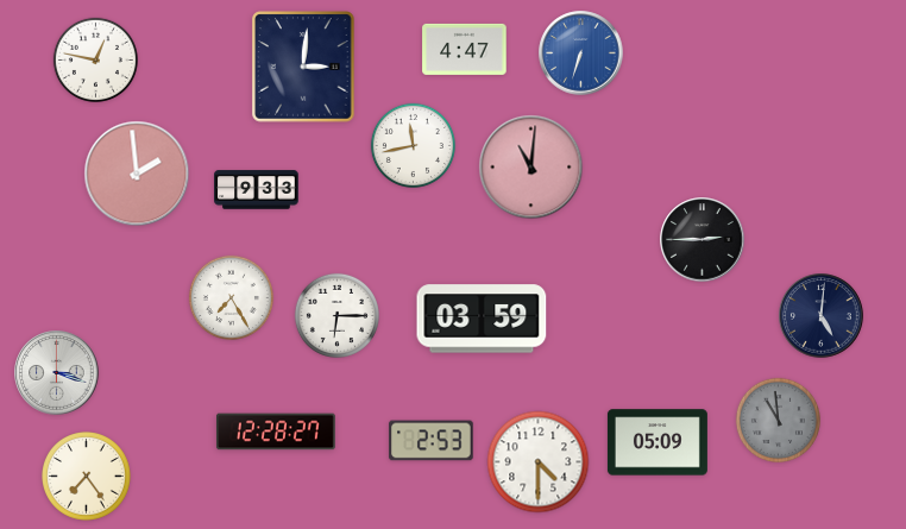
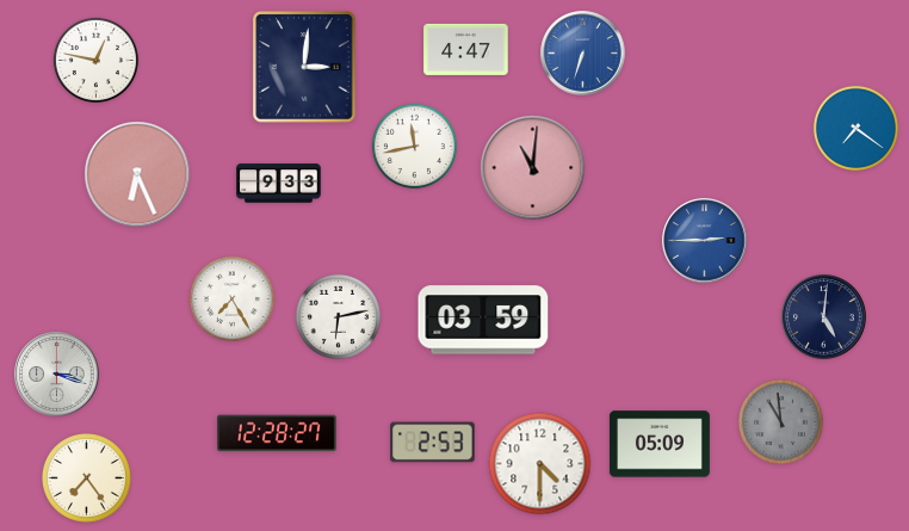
clock at (855, 128): none -> 7:21
clock at (137, 174): 1:59 -> 6:26
clock at (257, 190) position: (257, 190) -> (279, 184)
clock at (703, 240) dial: black -> blue
clock at (336, 315): 6:15 -> 6:13
